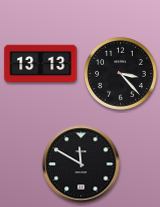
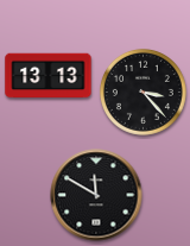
clock at (120, 73) position: (120, 73) -> (142, 92)
